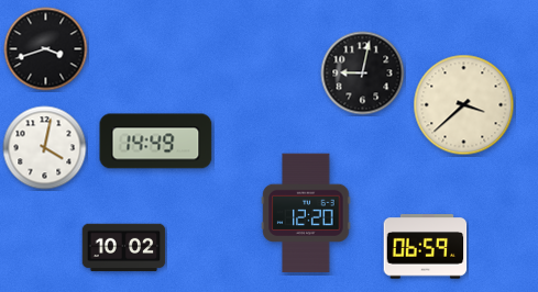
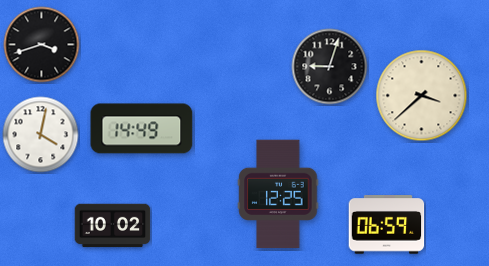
clock at (363, 74): 9:02 -> 9:03
clock at (306, 213): 12:20 -> 12:25
